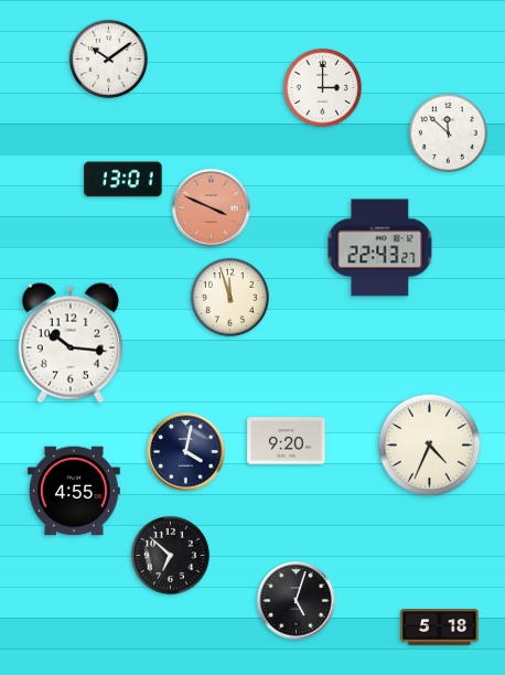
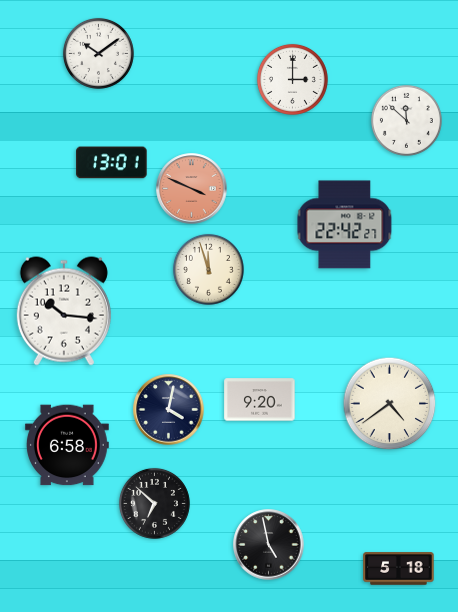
clock at (380, 248): 22:43 -> 22:42
clock at (430, 446): 4:34 -> 4:39
clock at (74, 491): 4:55 -> 6:58
clock at (297, 601): 5:03 -> 4:58
